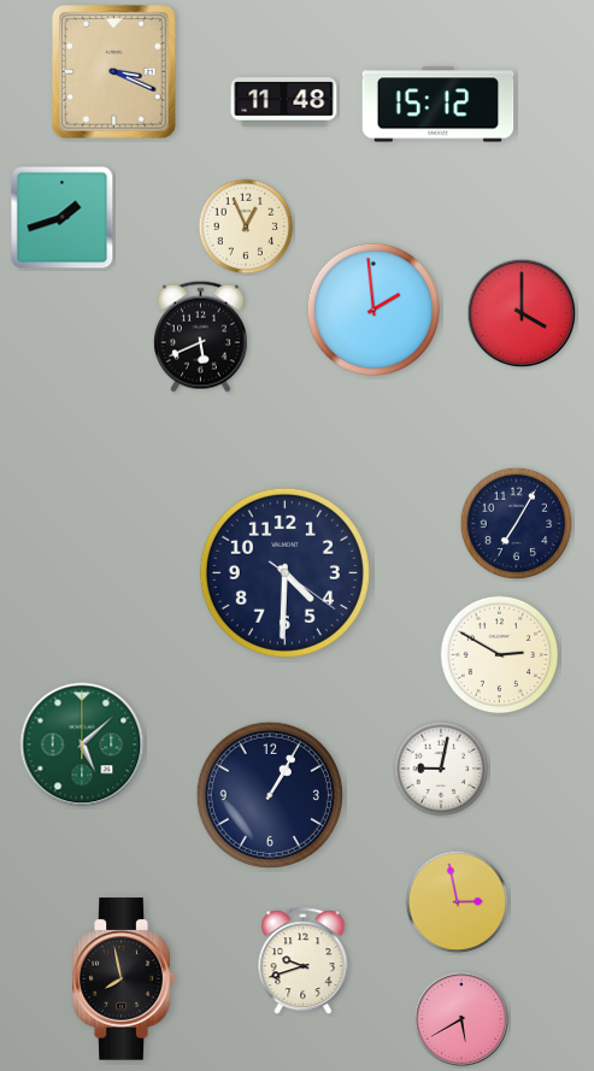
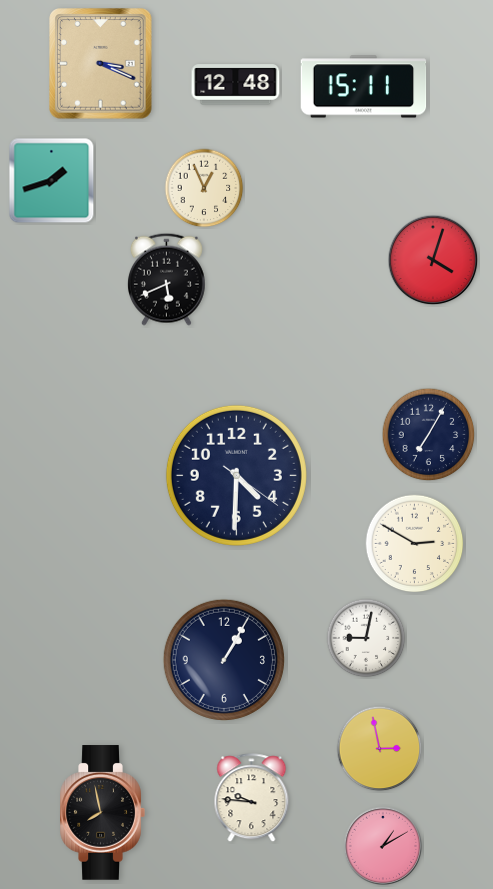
clock at (114, 72) position: (114, 72) -> (101, 64)
clock at (284, 102): 11:48 -> 12:48
clock at (439, 105): 15:12 -> 15:11
clock at (372, 308): 1:59 -> none
clock at (522, 313): 4:00 -> 4:03
clock at (82, 745): 5:08 -> none
clock at (304, 961): 9:42 -> 9:46
clock at (461, 1019): 5:40 -> 1:10
